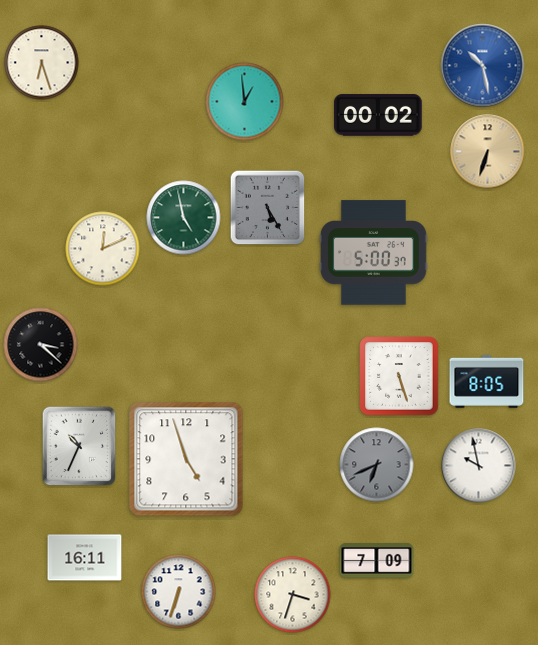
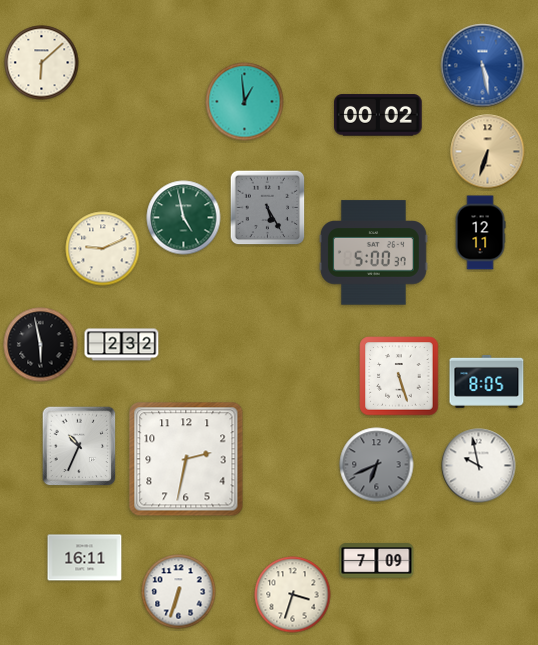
clock at (42, 63): 6:27 -> 6:08
clock at (483, 66): 10:28 -> 5:28
clock at (480, 233): none -> 12:11
clock at (103, 249): 12:11 -> 9:11
clock at (41, 345): 3:22 -> 5:58
clock at (122, 345): none -> 2:32
clock at (186, 459): 4:57 -> 2:32
